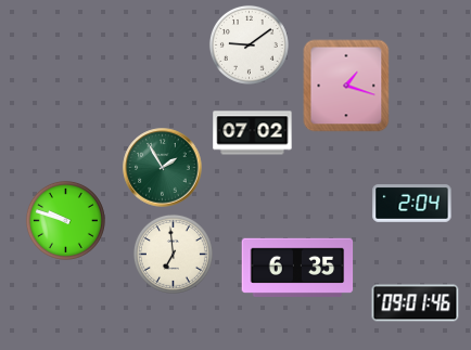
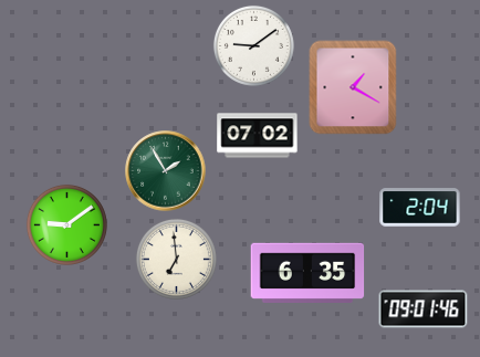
clock at (346, 86): 1:18 -> 1:20
clock at (65, 220): 9:48 -> 9:09
clock at (297, 268) position: (297, 268) -> (307, 273)
